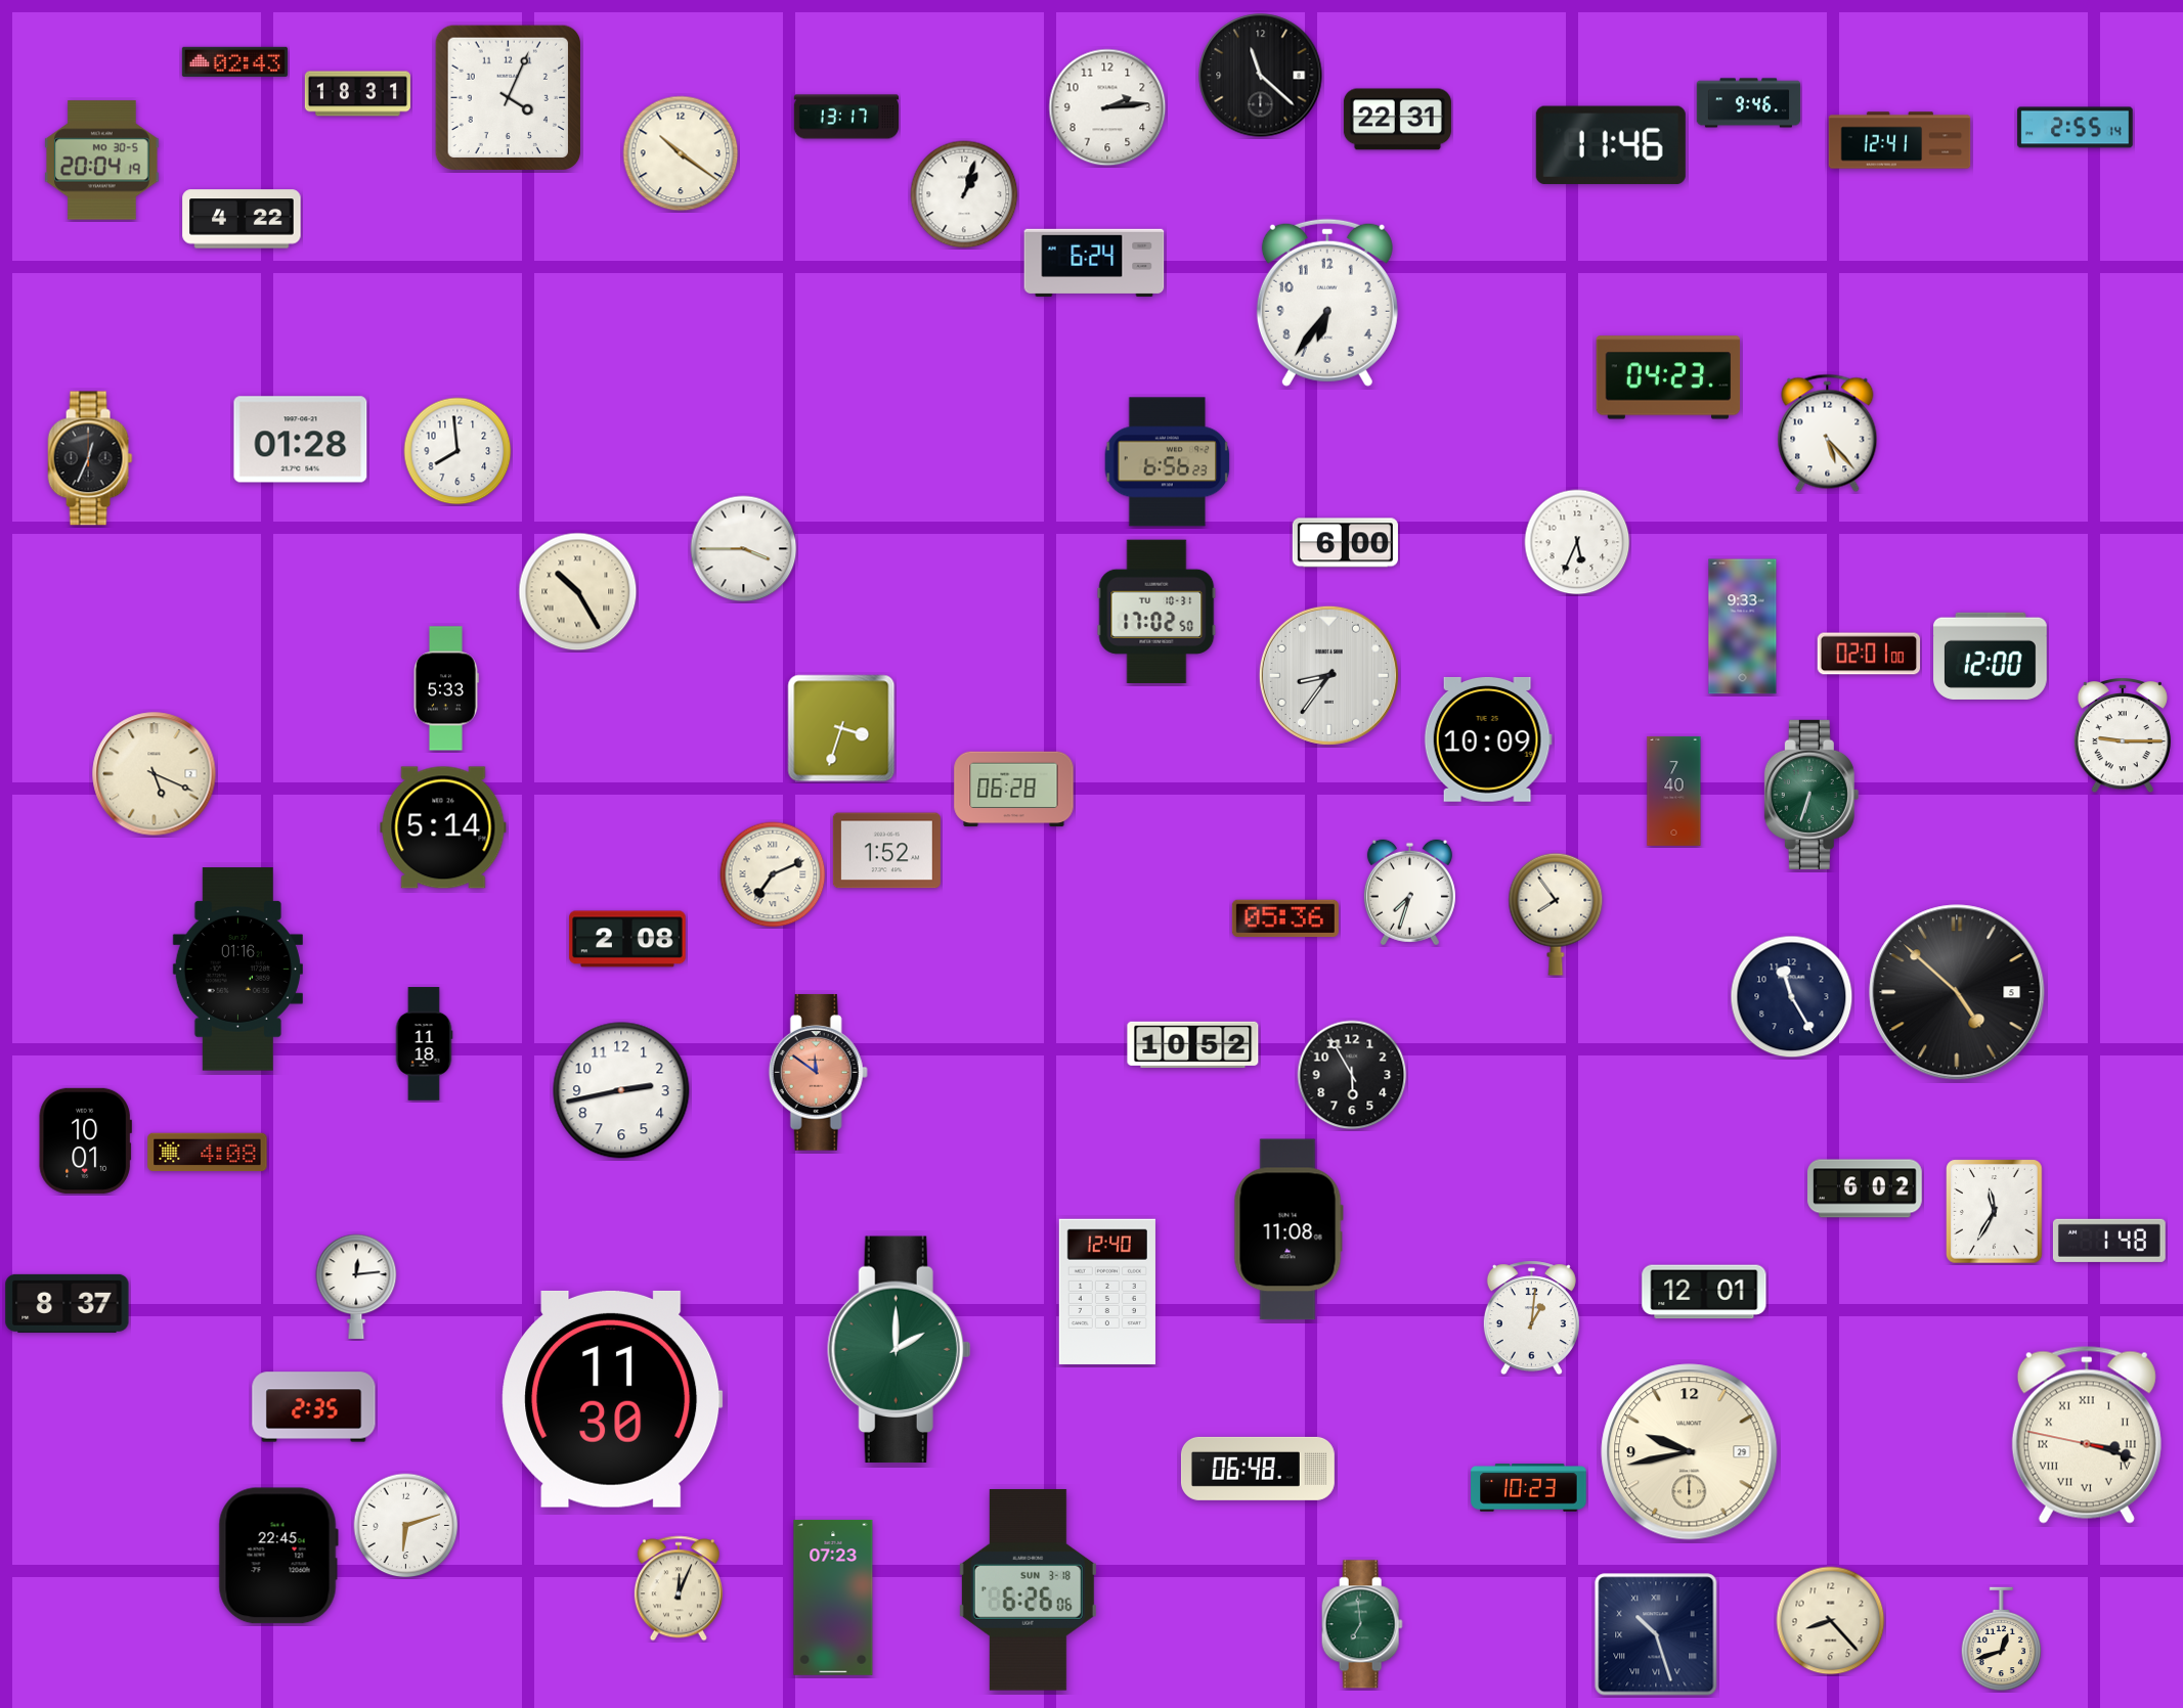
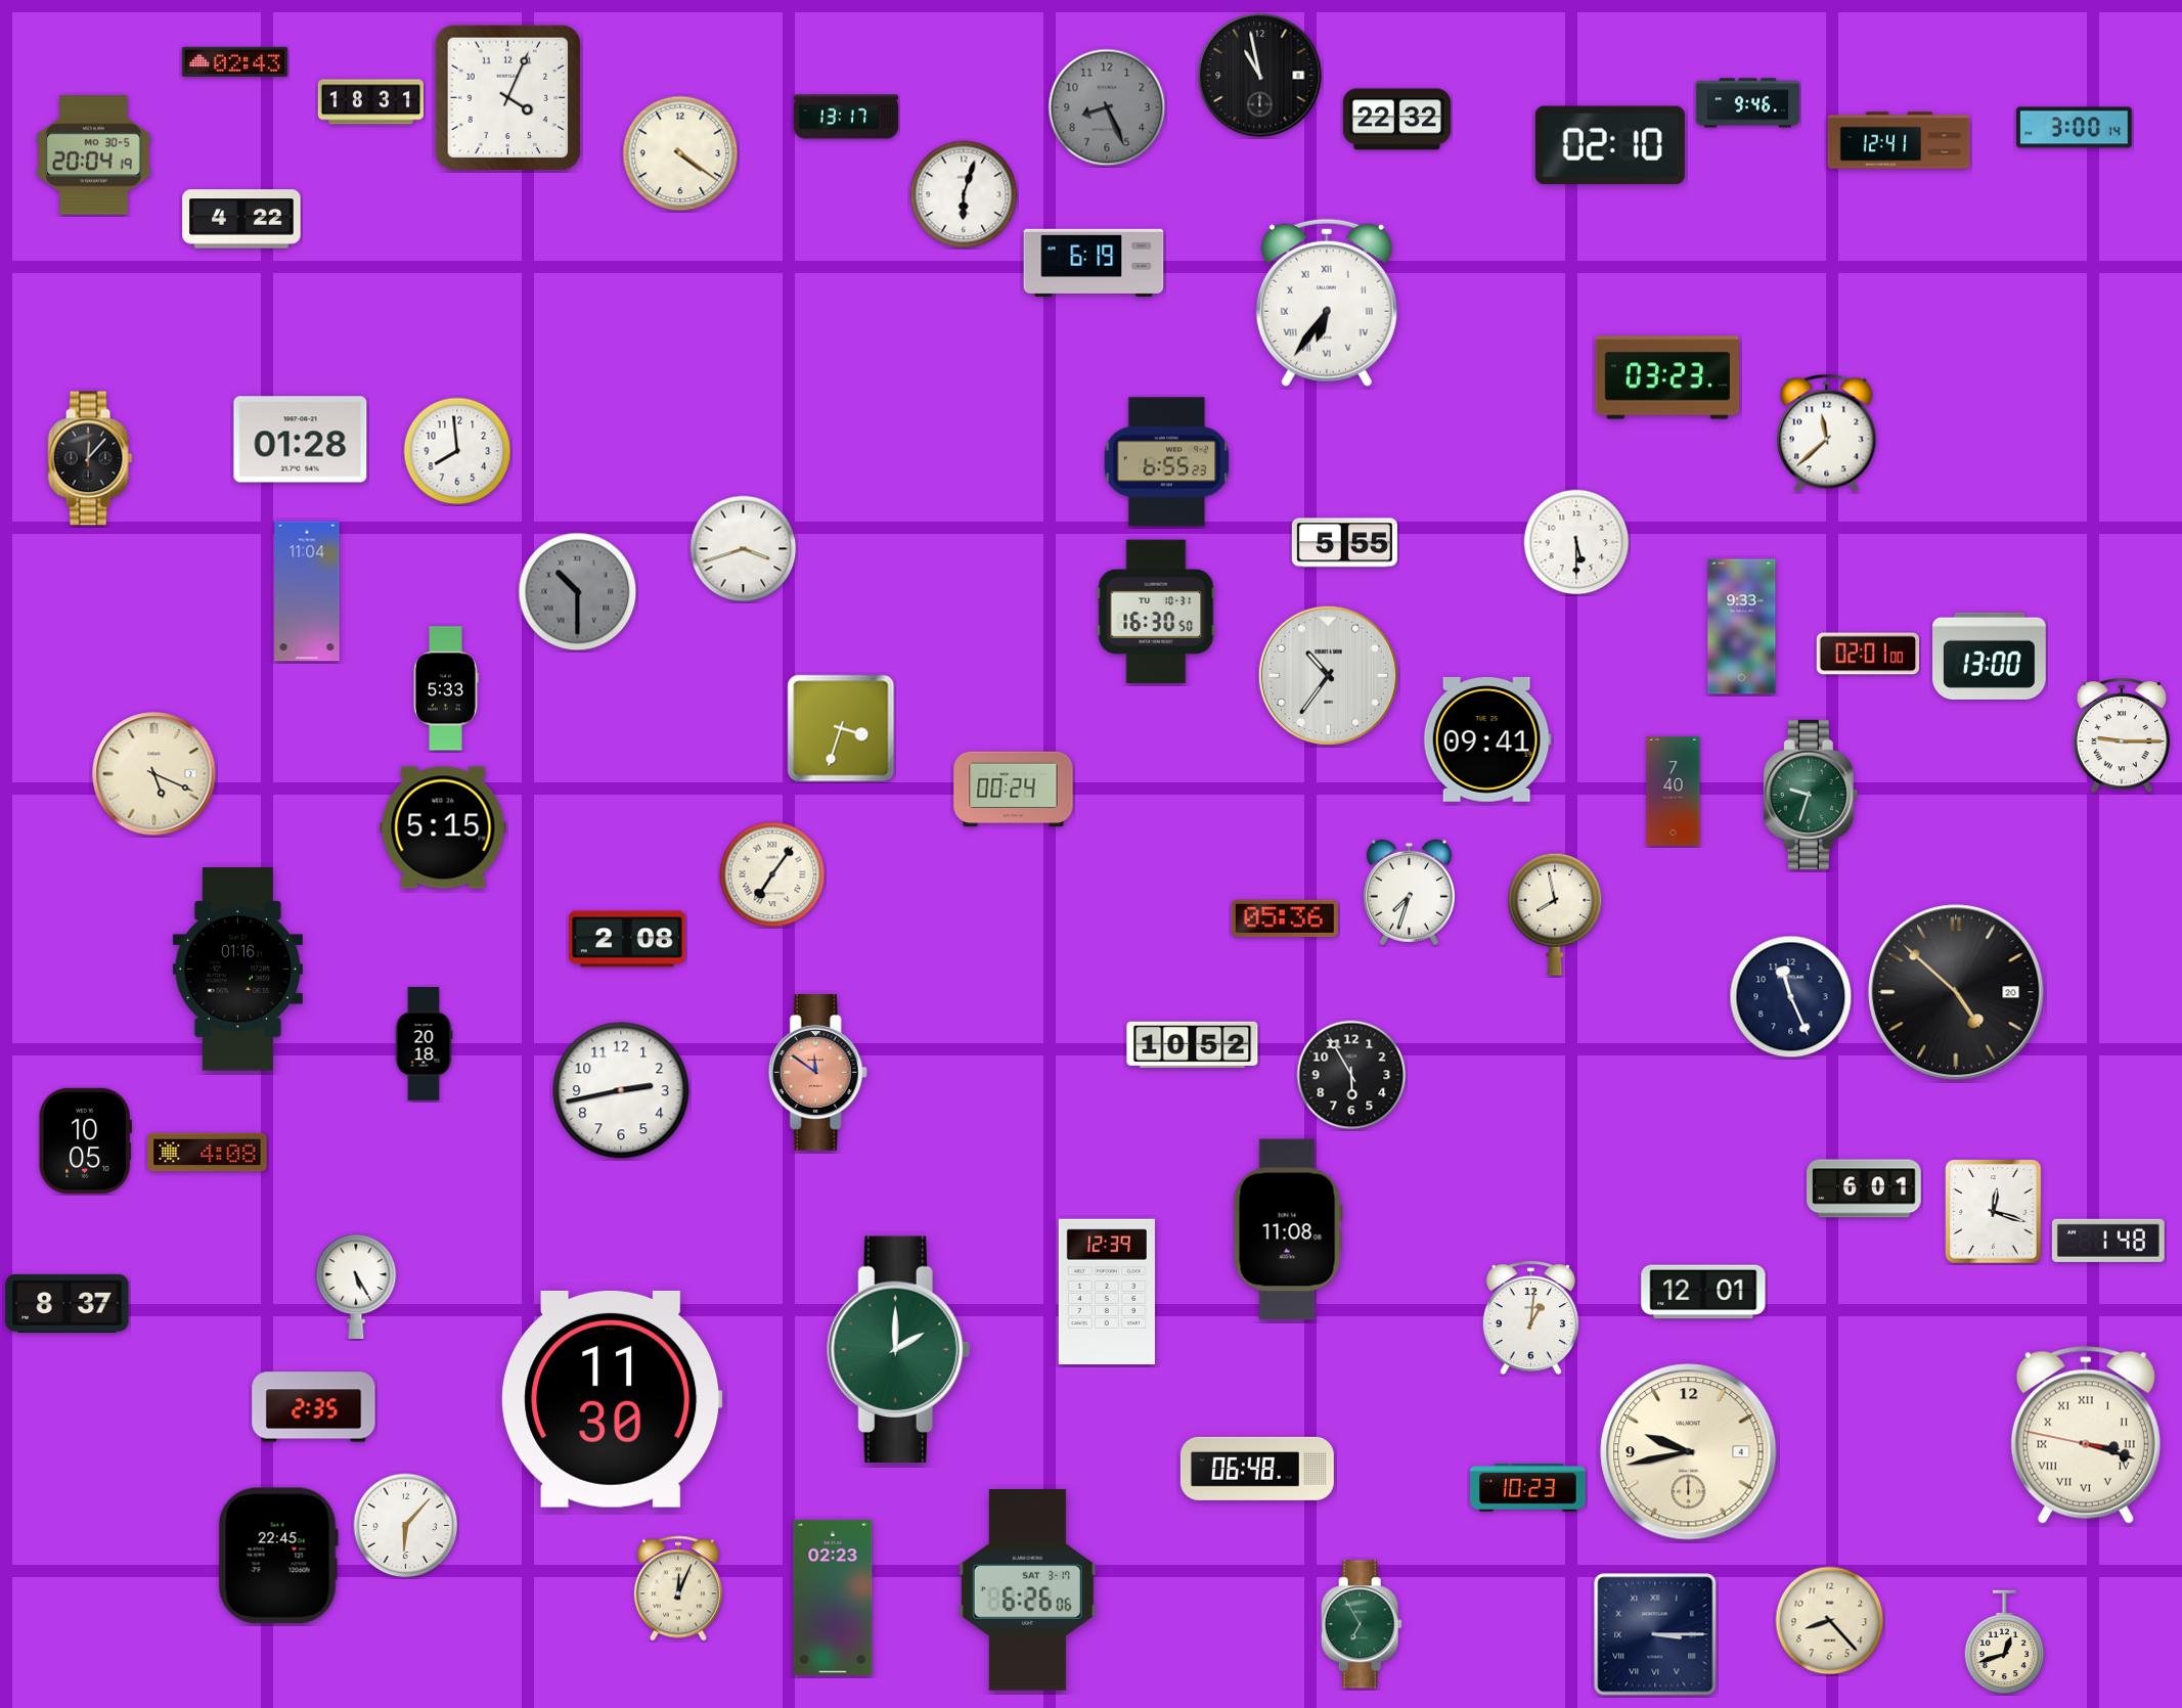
clock at (1261, 76): 11:22 -> 10:58
clock at (357, 94) position: (357, 94) -> (370, 102)
clock at (1107, 107): 2:14 -> 8:26
clock at (1107, 107) dial: white -> grey
clock at (1397, 120): 22:31 -> 22:32
clock at (2076, 128): 2:55 -> 3:00
clock at (1611, 144): 11:46 -> 02:10
clock at (681, 153): 10:21 -> 4:21
clock at (102, 161) position: (102, 161) -> (94, 155)
clock at (964, 194): 1:03 -> 6:03
clock at (1094, 263): 6:24 -> 6:19
clock at (1327, 303) numerals: Arabic -> Roman
clock at (1668, 377): 04:23 -> 03:23
clock at (1828, 434): 5:23 -> 11:38
clock at (90, 458): 12:34 -> 12:07
clock at (1168, 462): 6:56 -> 6:55
clock at (1577, 542): 5:34 -> 5:30
clock at (1345, 543): 6:00 -> 5:55
clock at (744, 549): 3:45 -> 3:42
clock at (307, 591): none -> 11:04
clock at (578, 592): 10:25 -> 10:30
clock at (578, 592) dial: cream -> grey
clock at (1156, 611): 17:02 -> 16:30
clock at (1991, 656): 12:00 -> 13:00
clock at (1328, 675): 8:36 -> 10:36
clock at (1488, 739): 10:09 -> 09:41
clock at (1014, 790): 06:28 -> 00:24
clock at (1811, 795): 6:33 -> 9:33
clock at (443, 827): 5:14 -> 5:15
clock at (886, 851): 1:52 -> none
clock at (773, 874): 7:11 -> 7:06
clock at (1556, 914): 7:54 -> 7:58
clock at (1957, 992) date: 5 -> 20
clock at (1792, 997): 11:25 -> 11:26
clock at (424, 1044): 11:18 -> 20:18
clock at (85, 1140): 10:01 -> 10:05
clock at (1865, 1188): 6:02 -> 6:01
clock at (1995, 1212): 11:35 -> 12:18
clock at (356, 1287): 12:14 -> 5:25
clock at (1107, 1292): 12:40 -> 12:39
clock at (1690, 1452) date: 29 -> 4
clock at (406, 1526): 6:12 -> 6:07
clock at (1028, 1589) date: SUN 3-18 -> SAT 3-17
clock at (833, 1598): 07:23 -> 02:23
clock at (1362, 1624): 6:59 -> 6:55
clock at (1656, 1634): 10:27 -> 3:15
clock at (2002, 1639) position: (2002, 1639) -> (2005, 1643)
